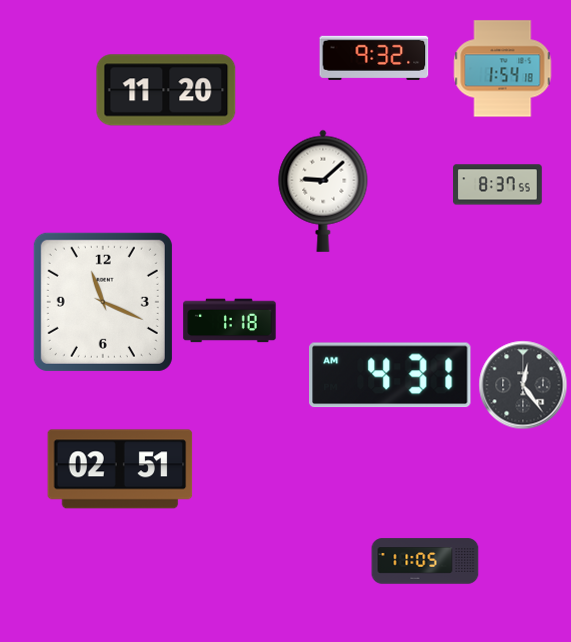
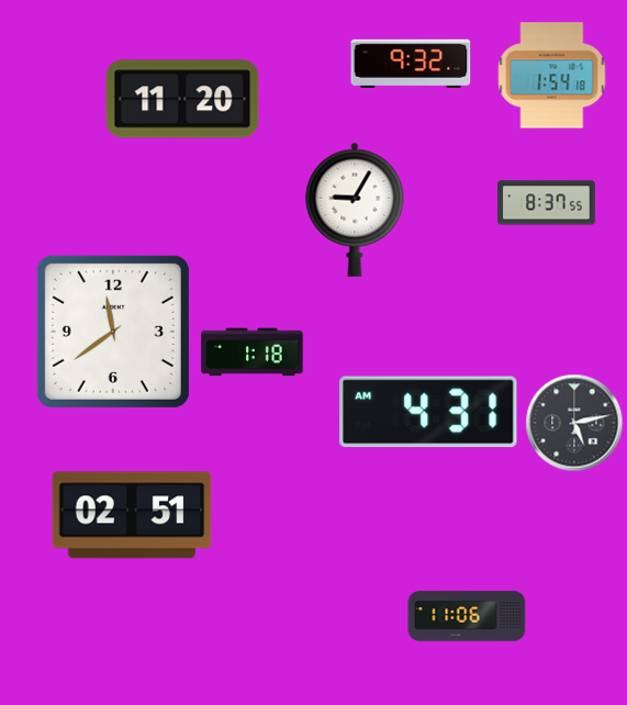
clock at (323, 191): 9:08 -> 9:05
clock at (103, 302): 11:19 -> 11:39
clock at (523, 385): 12:24 -> 5:13
clock at (425, 561): 11:05 -> 11:06
